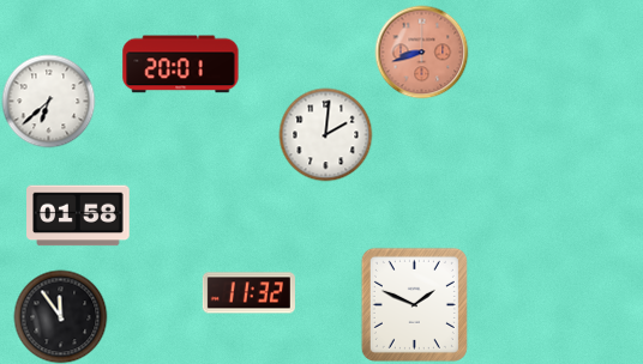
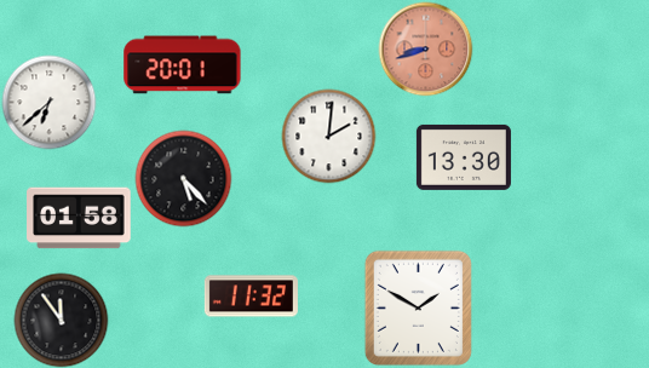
clock at (421, 51) position: (421, 51) -> (425, 48)
clock at (464, 157): none -> 13:30
clock at (183, 178): none -> 5:23
clock at (414, 304): 1:49 -> 1:50
